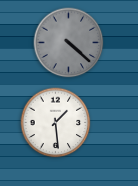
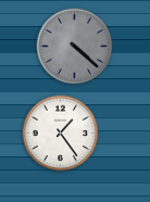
clock at (56, 123): 1:29 -> 1:24
